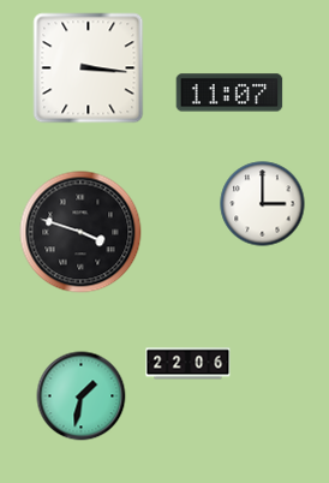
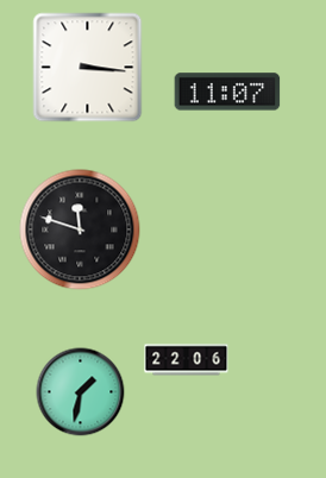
clock at (263, 204): 3:00 -> none
clock at (80, 232): 3:48 -> 11:48
